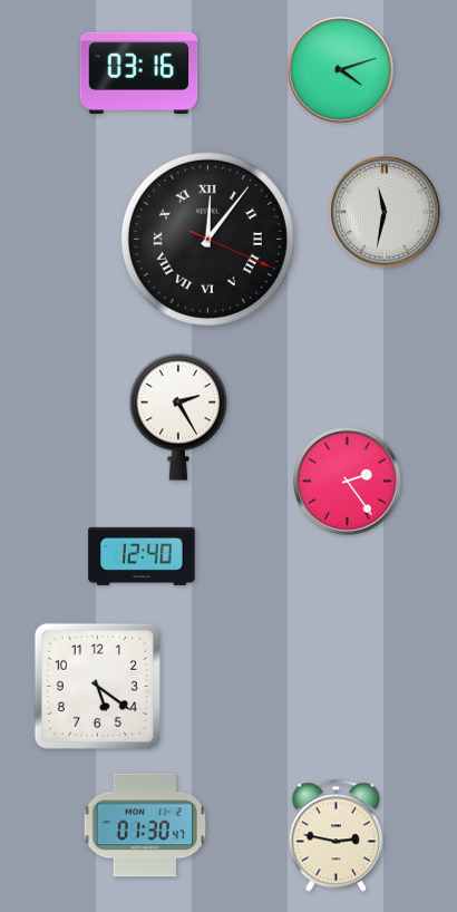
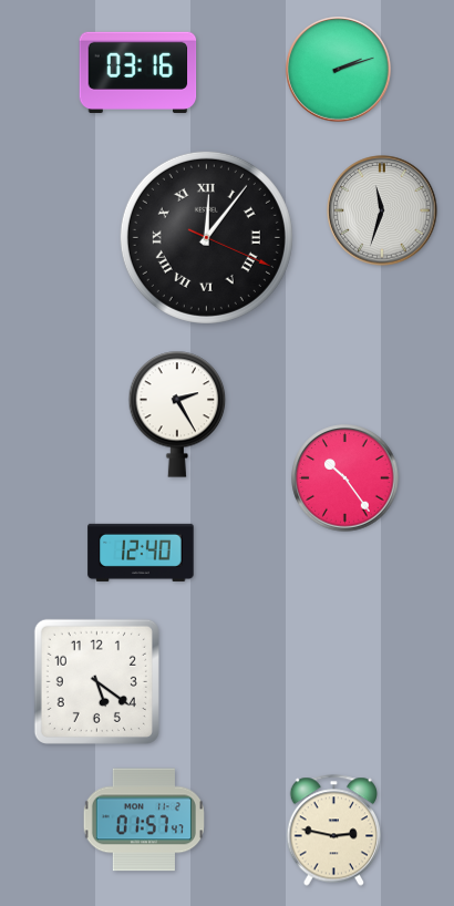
clock at (341, 70): 4:12 -> 2:12
clock at (385, 212): 11:32 -> 11:33
clock at (348, 482): 2:24 -> 10:24
clock at (145, 825): 01:30 -> 01:57
